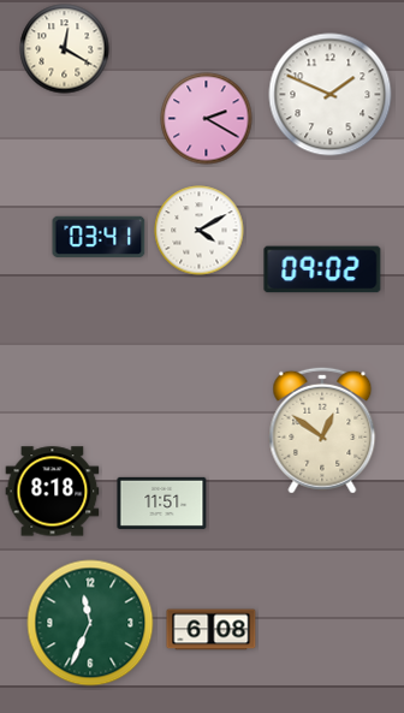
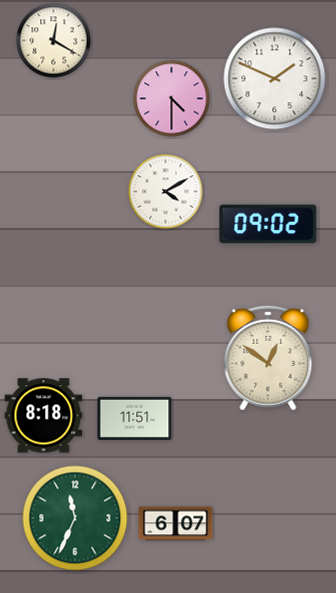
clock at (207, 119): 2:20 -> 4:30
clock at (99, 237): 03:41 -> none
clock at (53, 492) position: (53, 492) -> (44, 416)
clock at (212, 630): 6:08 -> 6:07
